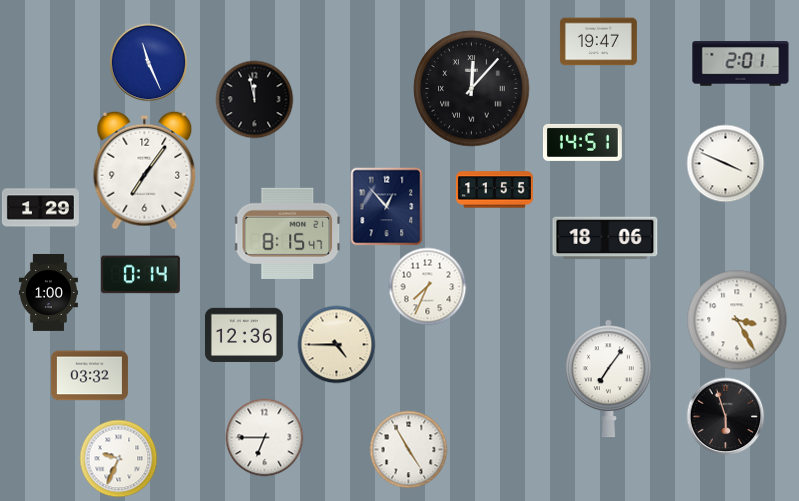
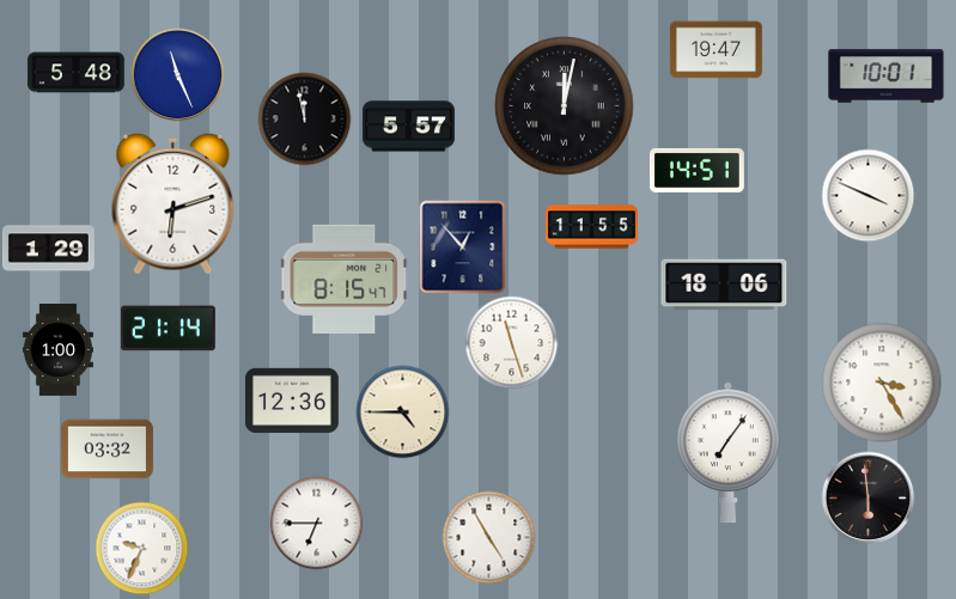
clock at (77, 73): none -> 5:48
clock at (741, 64): 2:01 -> 10:01
clock at (472, 89): 12:07 -> 12:02
clock at (408, 127): none -> 5:57
clock at (145, 170): 7:06 -> 6:12
clock at (140, 275): 0:14 -> 21:14
clock at (427, 286): 7:34 -> 11:27
clock at (725, 416): 5:57 -> 5:59
